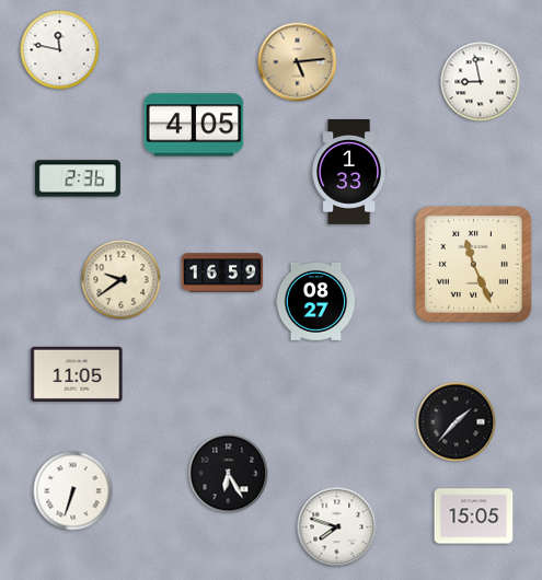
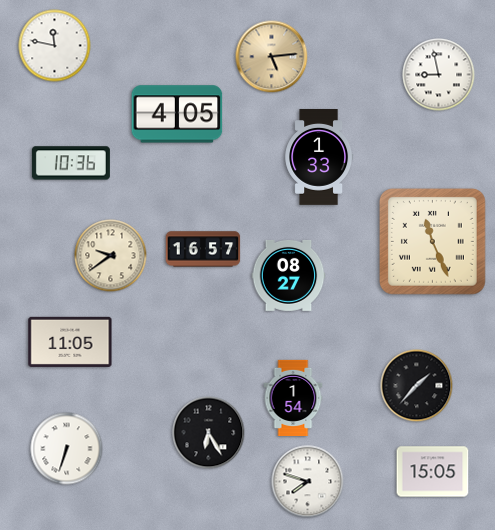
clock at (78, 178): 2:36 -> 10:36
clock at (222, 272): 16:59 -> 16:57
clock at (293, 397): none -> 1:54
